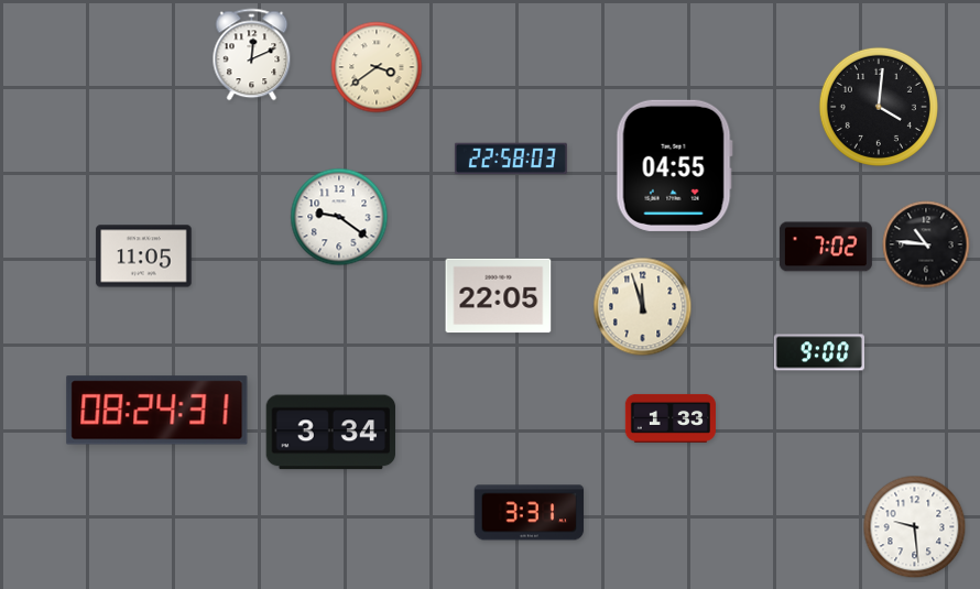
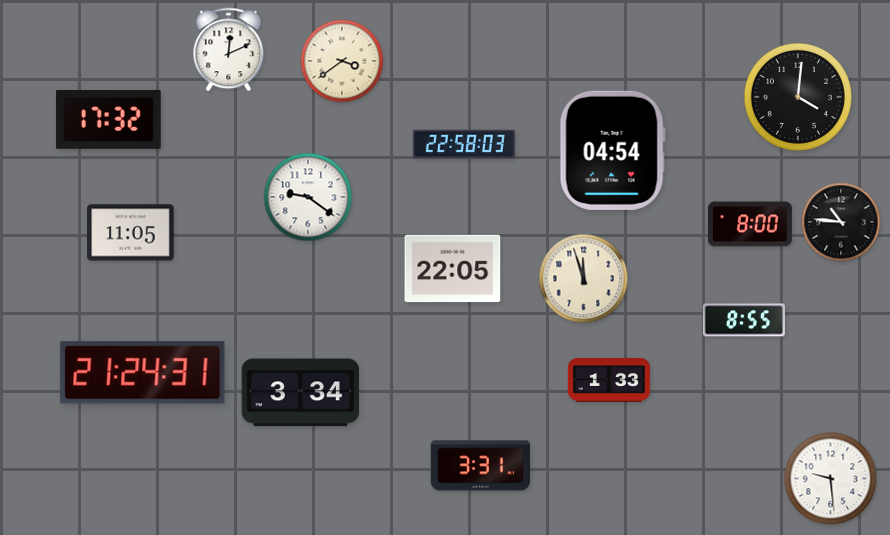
clock at (109, 119): none -> 17:32
clock at (674, 165): 04:55 -> 04:54
clock at (826, 247): 7:02 -> 8:00
clock at (819, 352): 9:00 -> 8:55
clock at (157, 411): 08:24 -> 21:24
